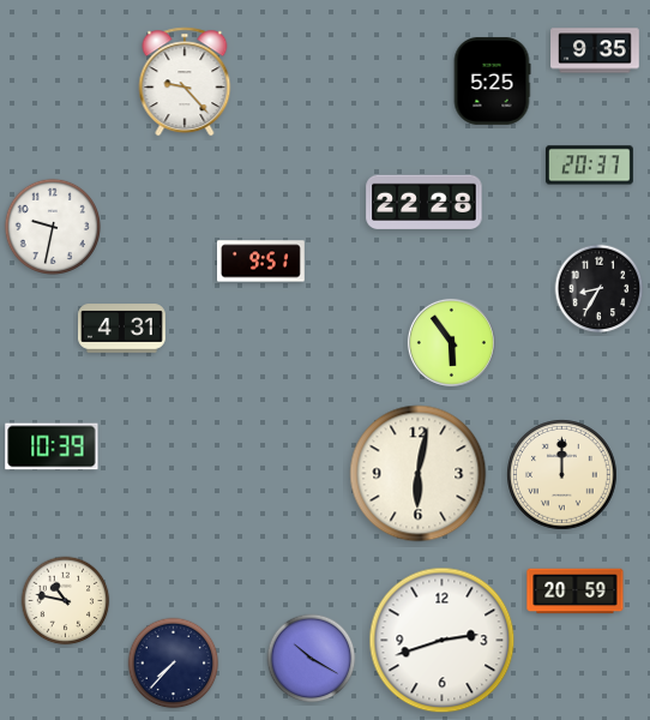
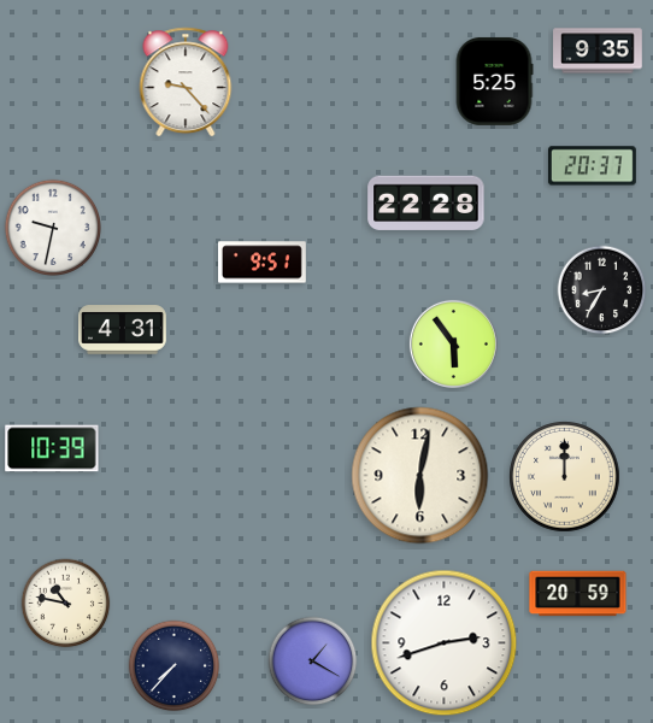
clock at (312, 659): 10:20 -> 1:20
